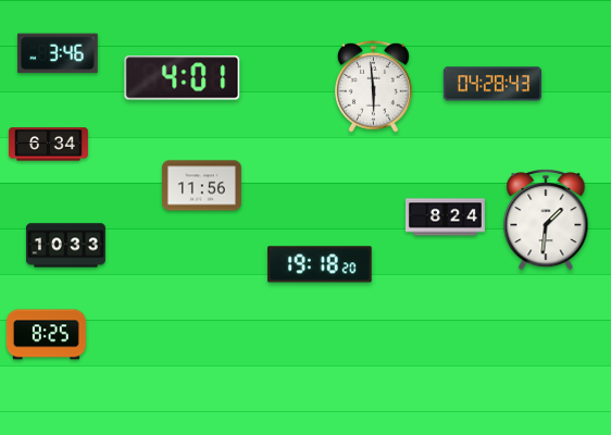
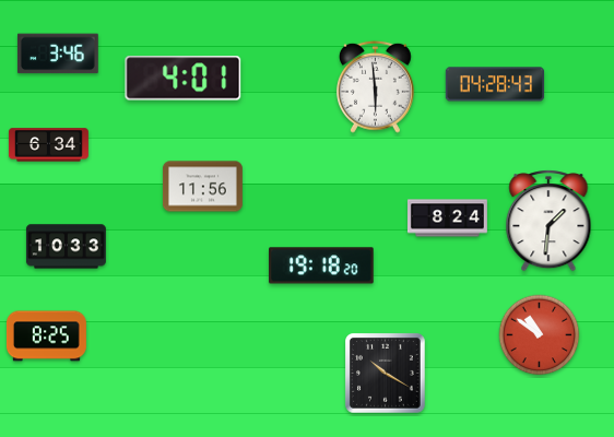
clock at (540, 335): none -> 10:51
clock at (386, 374): none -> 10:20
